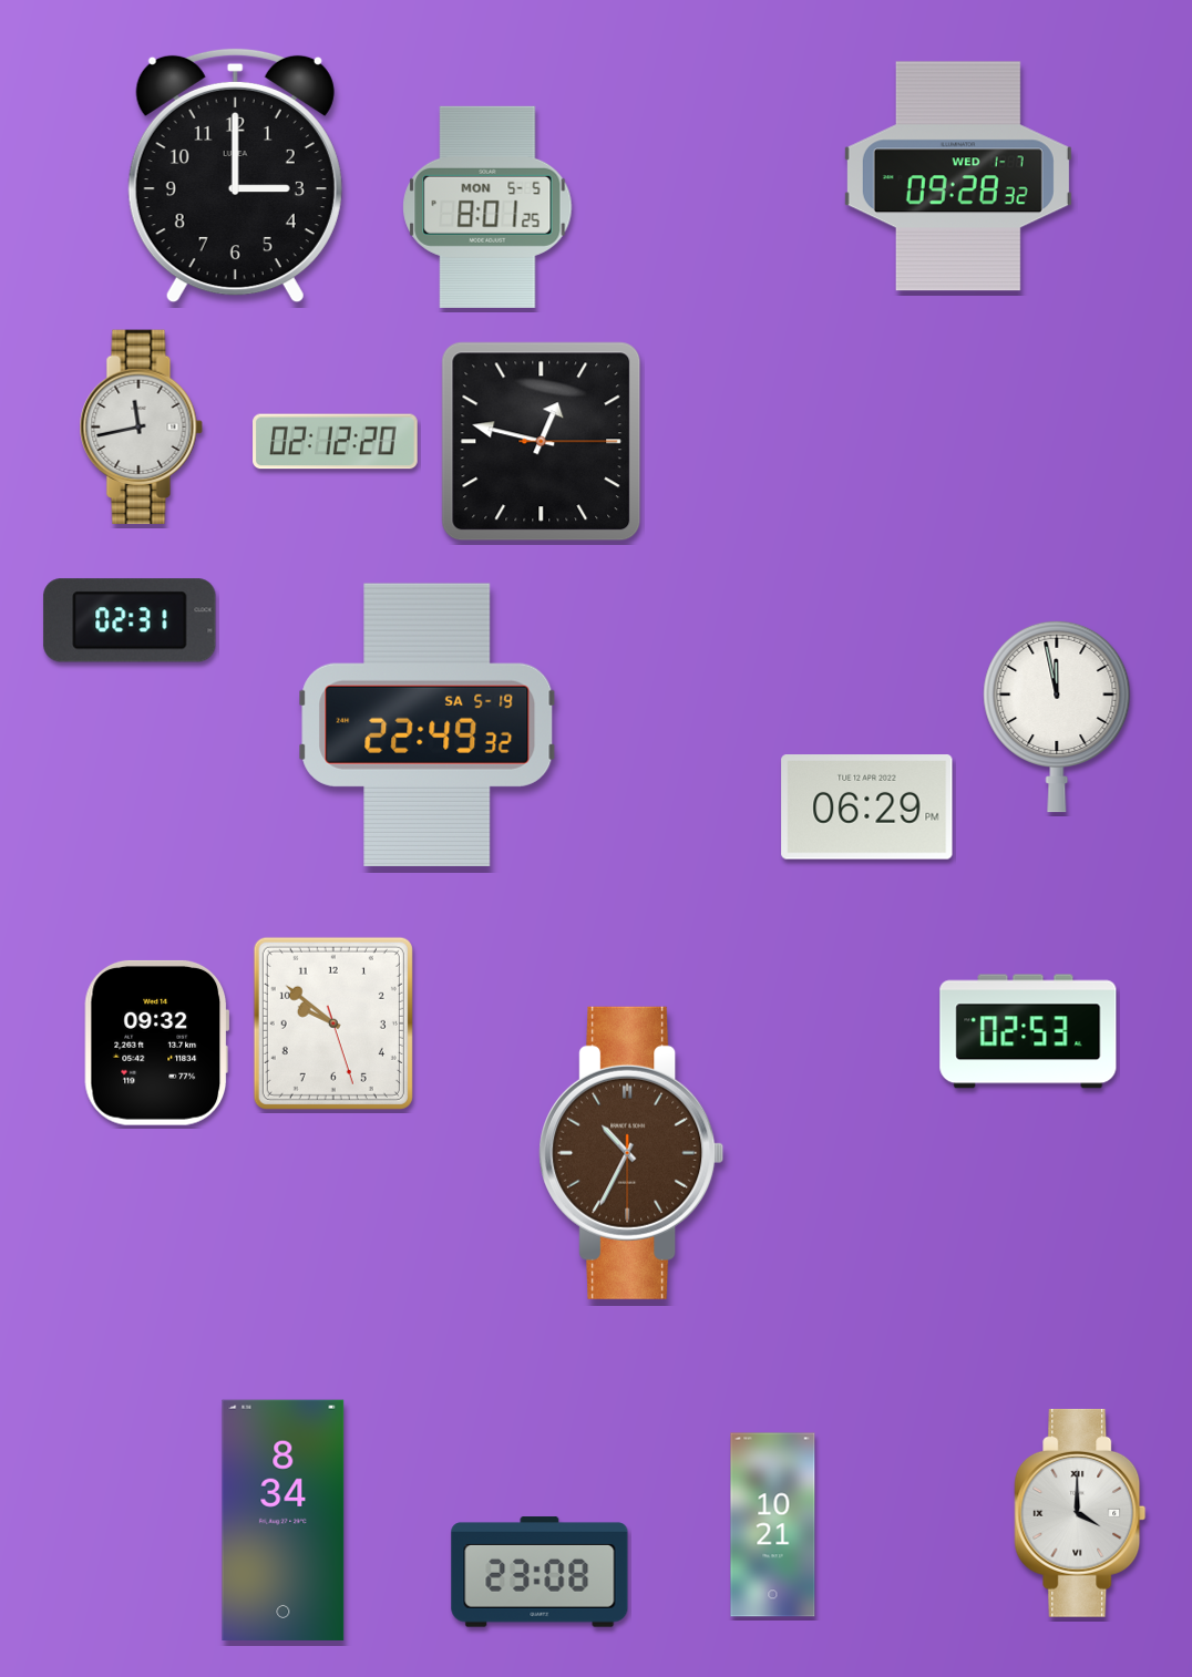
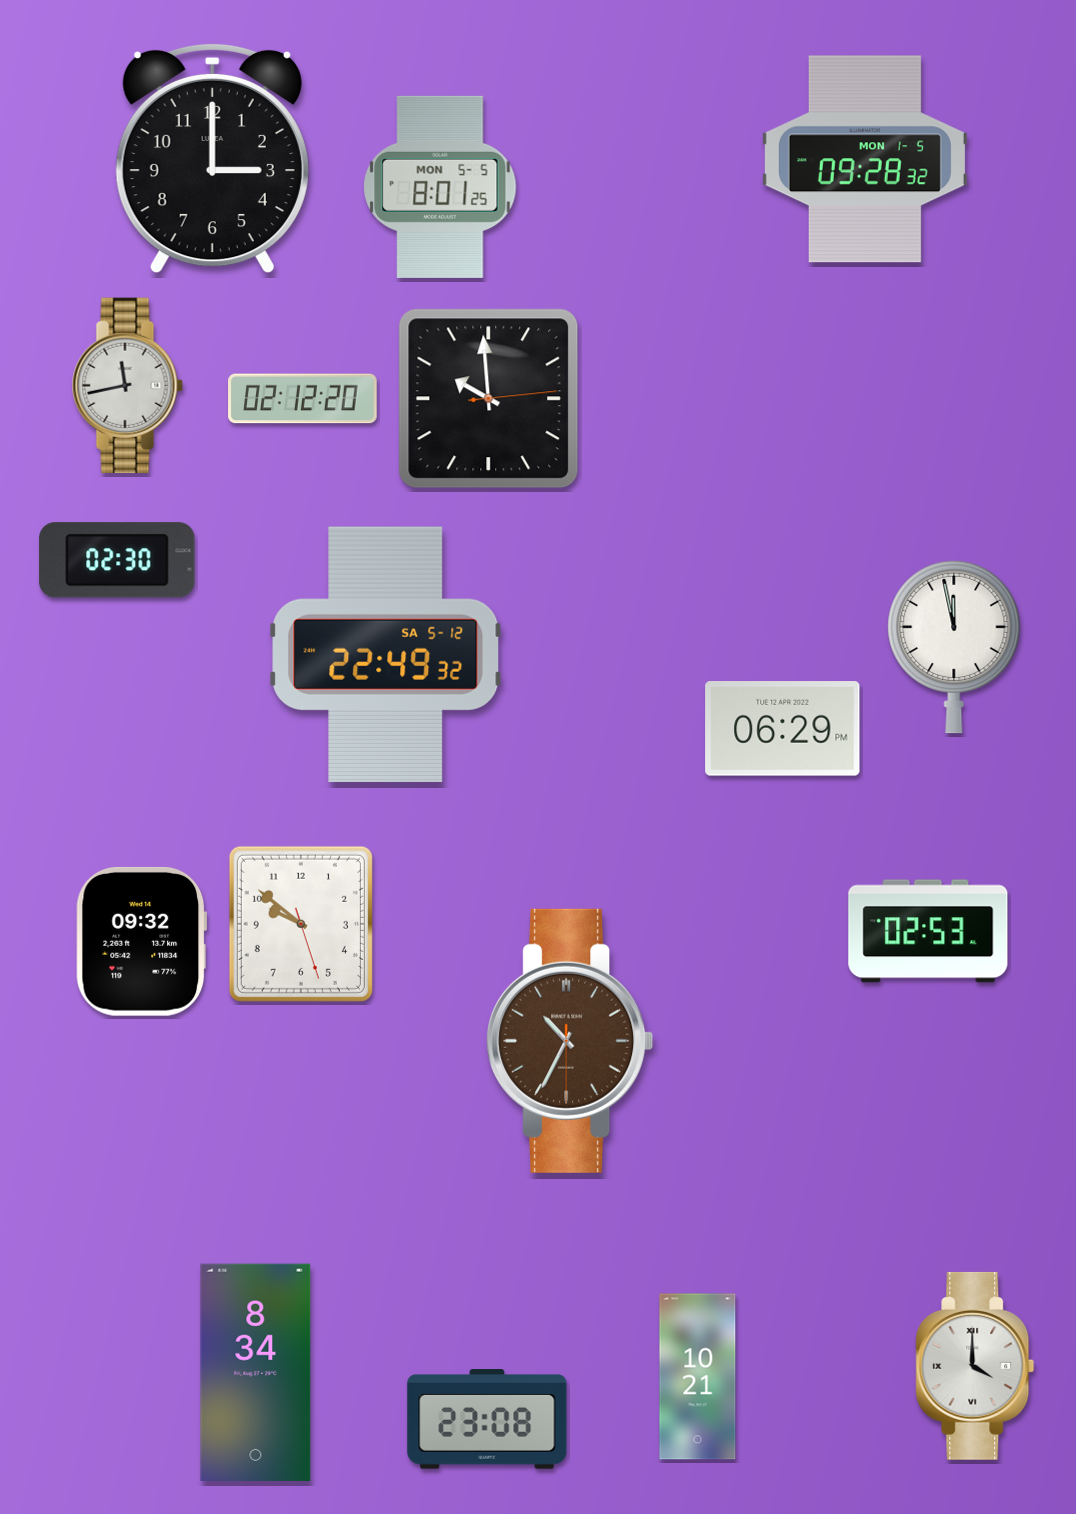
clock at (958, 176) date: WED 1-7 -> MON 1-5
clock at (542, 442): 12:47 -> 9:59
clock at (130, 620): 02:31 -> 02:30
clock at (428, 724) date: SA 5-19 -> SA 5-12
